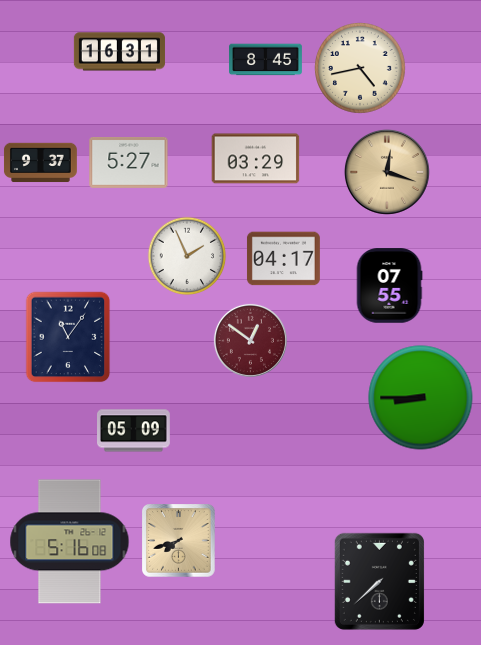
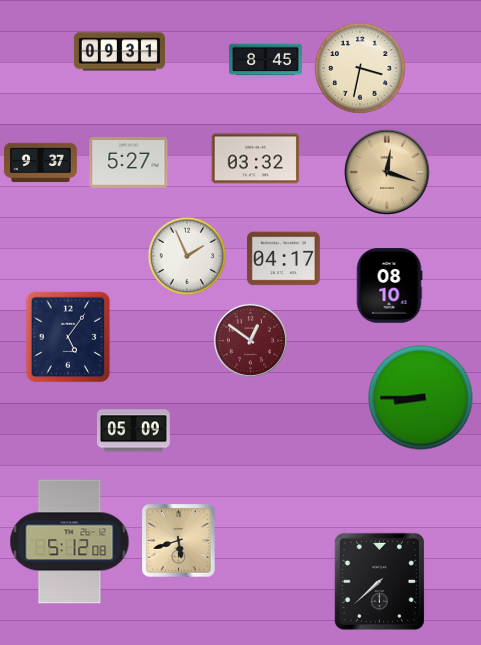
clock at (119, 52): 16:31 -> 09:31
clock at (361, 69): 4:43 -> 3:32
clock at (256, 159): 03:29 -> 03:32
clock at (389, 286): 07:55 -> 08:10
clock at (68, 337): 11:06 -> 5:06
clock at (179, 541): 7:42 -> 5:42
clock at (70, 542): 5:16 -> 5:12
